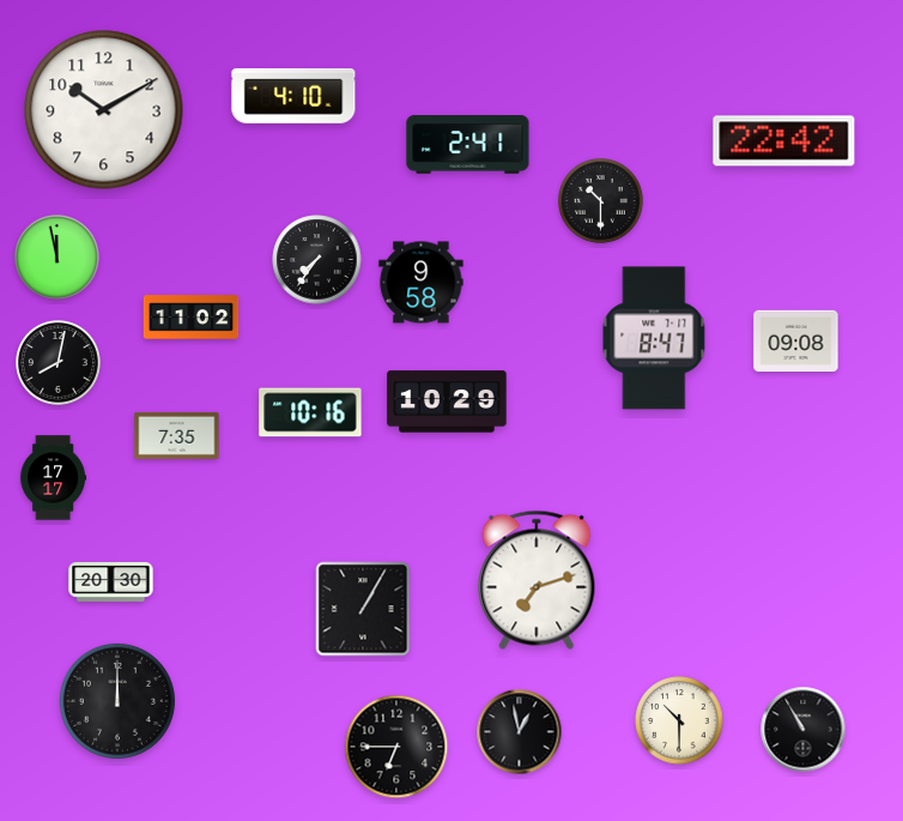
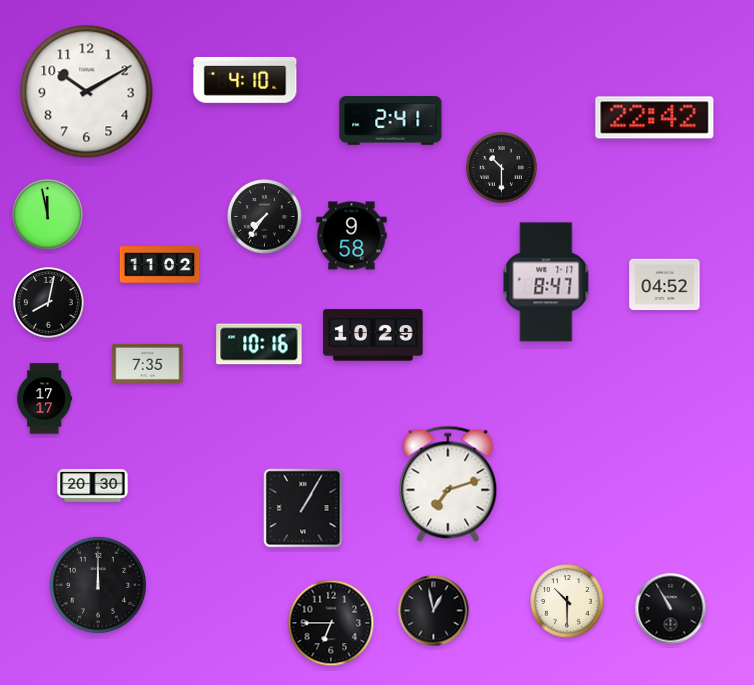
clock at (796, 342): 09:08 -> 04:52
